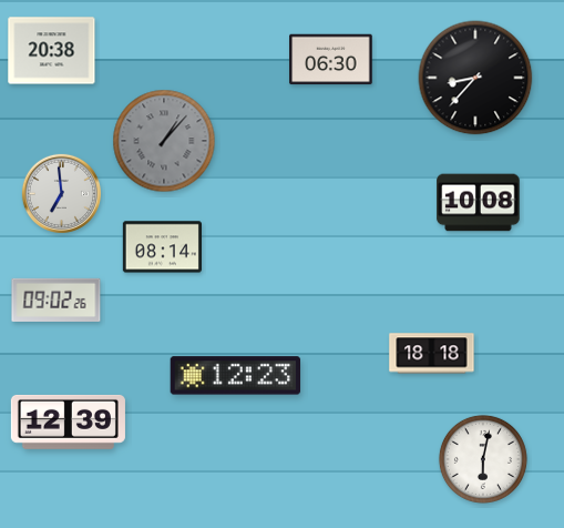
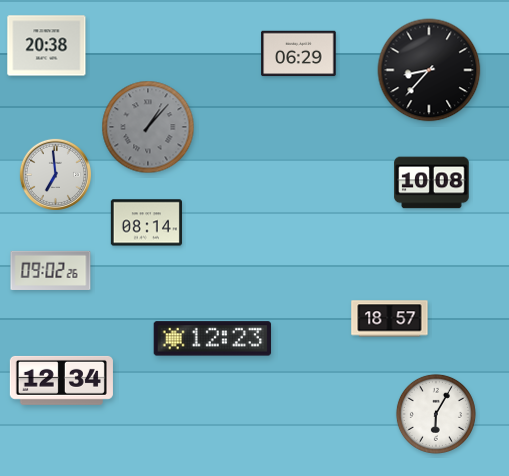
clock at (331, 60): 06:30 -> 06:29
clock at (432, 354): 18:18 -> 18:57
clock at (68, 422): 12:39 -> 12:34
clock at (483, 459): 6:02 -> 6:05
